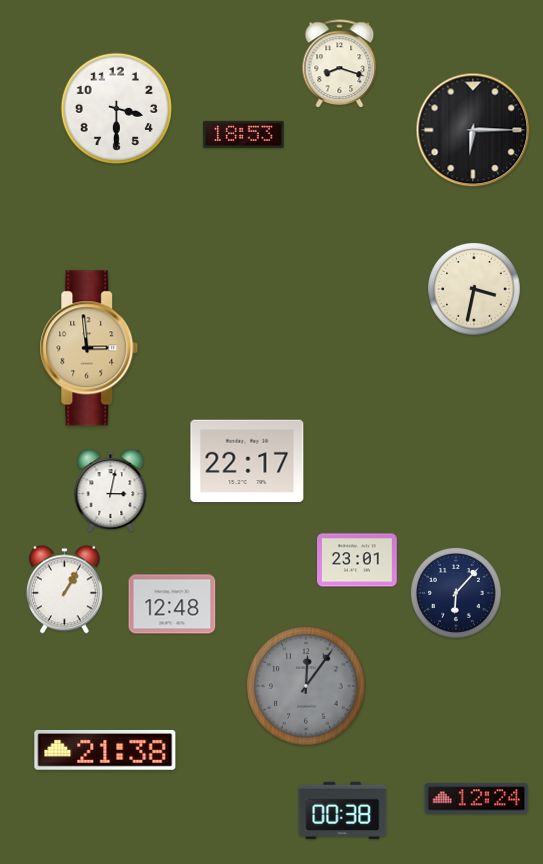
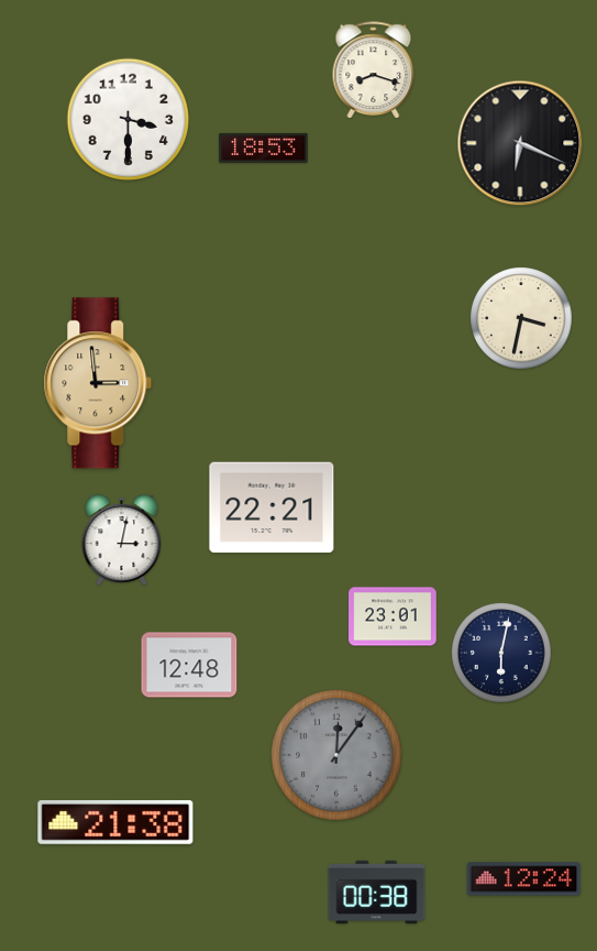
clock at (473, 130): 6:15 -> 6:19
clock at (244, 134) position: (244, 134) -> (264, 147)
clock at (247, 461): 22:17 -> 22:21
clock at (64, 590): 1:05 -> none
clock at (456, 593): 6:07 -> 6:02
clock at (105, 750) position: (105, 750) -> (115, 822)
